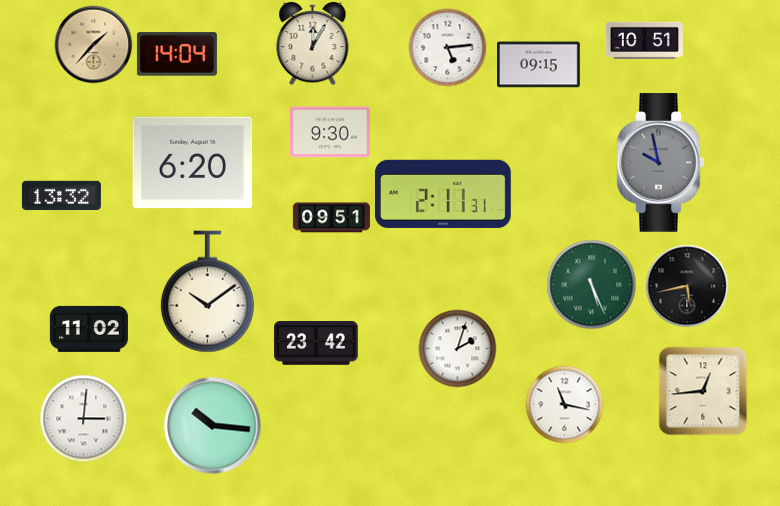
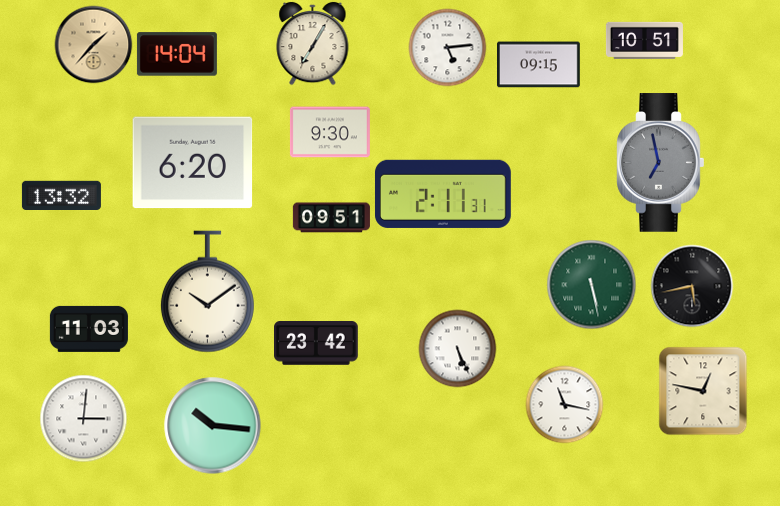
clock at (313, 43): 12:05 -> 7:05
clock at (661, 163): 9:58 -> 6:58
clock at (591, 284): 5:26 -> 5:28
clock at (687, 286) position: (687, 286) -> (692, 286)
clock at (89, 329): 11:02 -> 11:03
clock at (457, 348): 2:03 -> 5:26
clock at (703, 391): 12:44 -> 12:47
